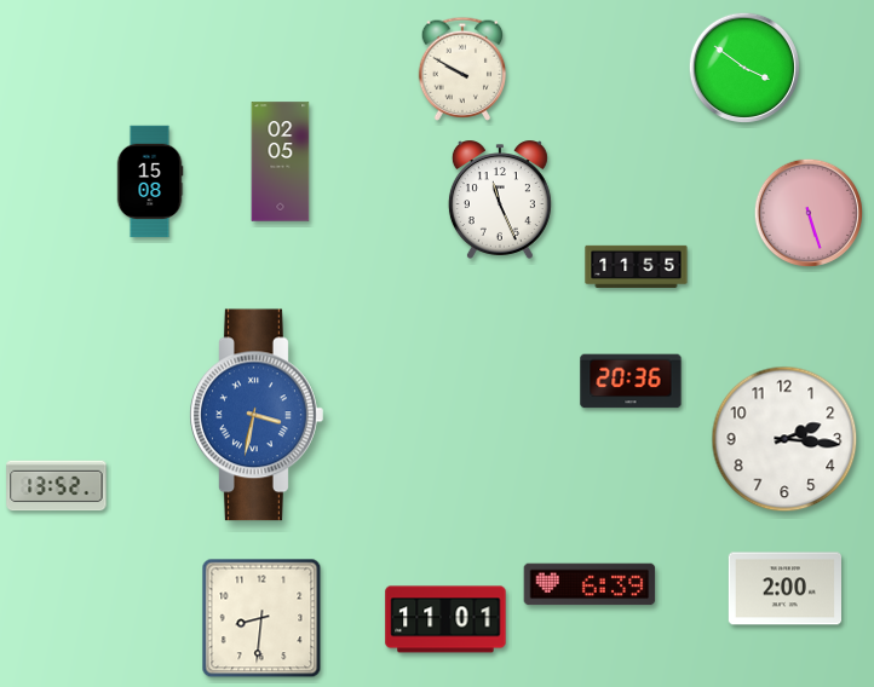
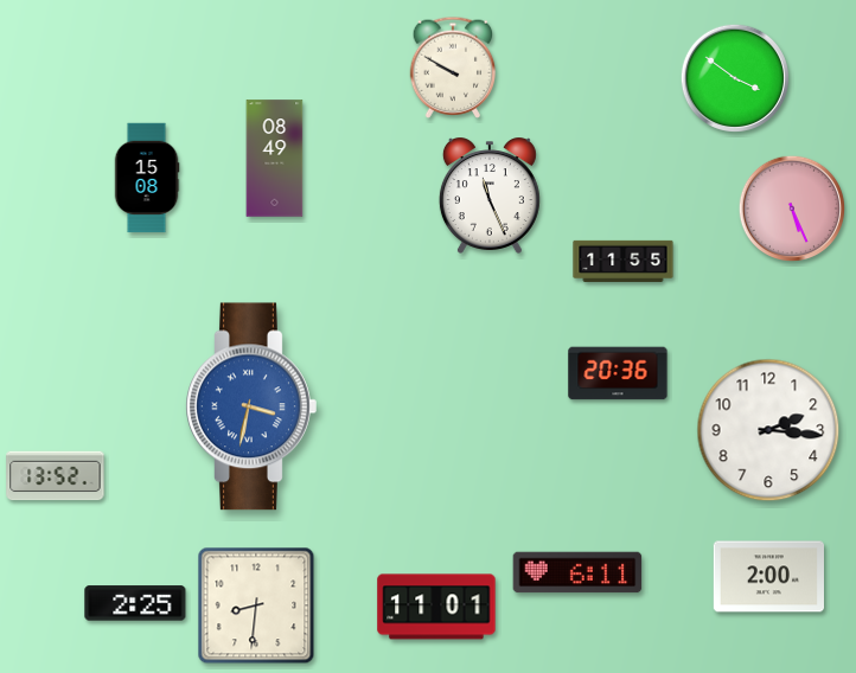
clock at (743, 67) position: (743, 67) -> (734, 77)
clock at (281, 162): 02:05 -> 08:49
clock at (809, 213): 5:27 -> 5:26
clock at (590, 584): 6:39 -> 6:11
clock at (135, 603): none -> 2:25
